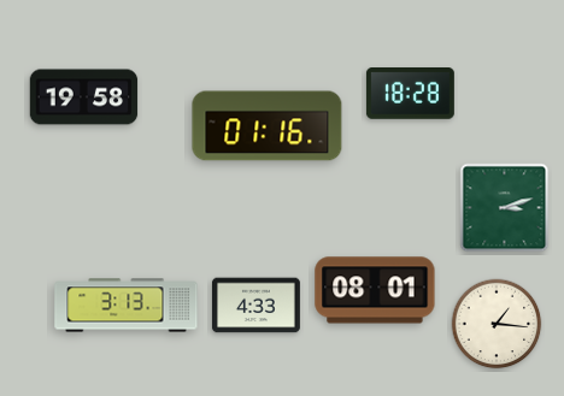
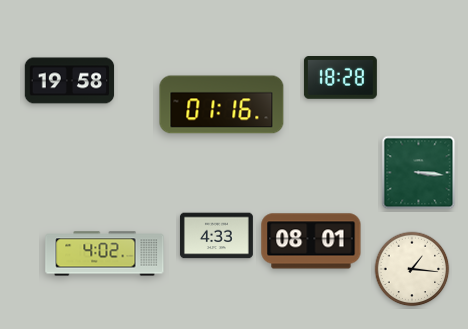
clock at (505, 208): 3:12 -> 3:16
clock at (127, 306): 3:13 -> 4:02
clock at (255, 306) position: (255, 306) -> (216, 236)
